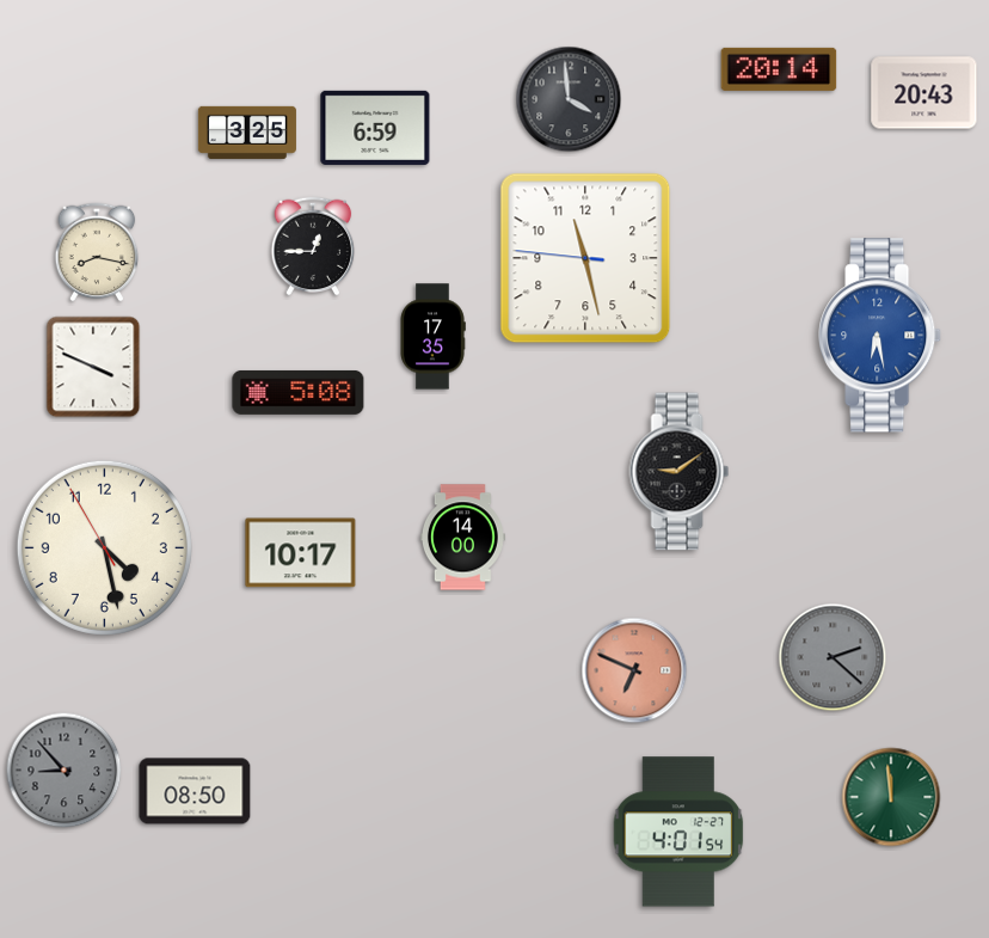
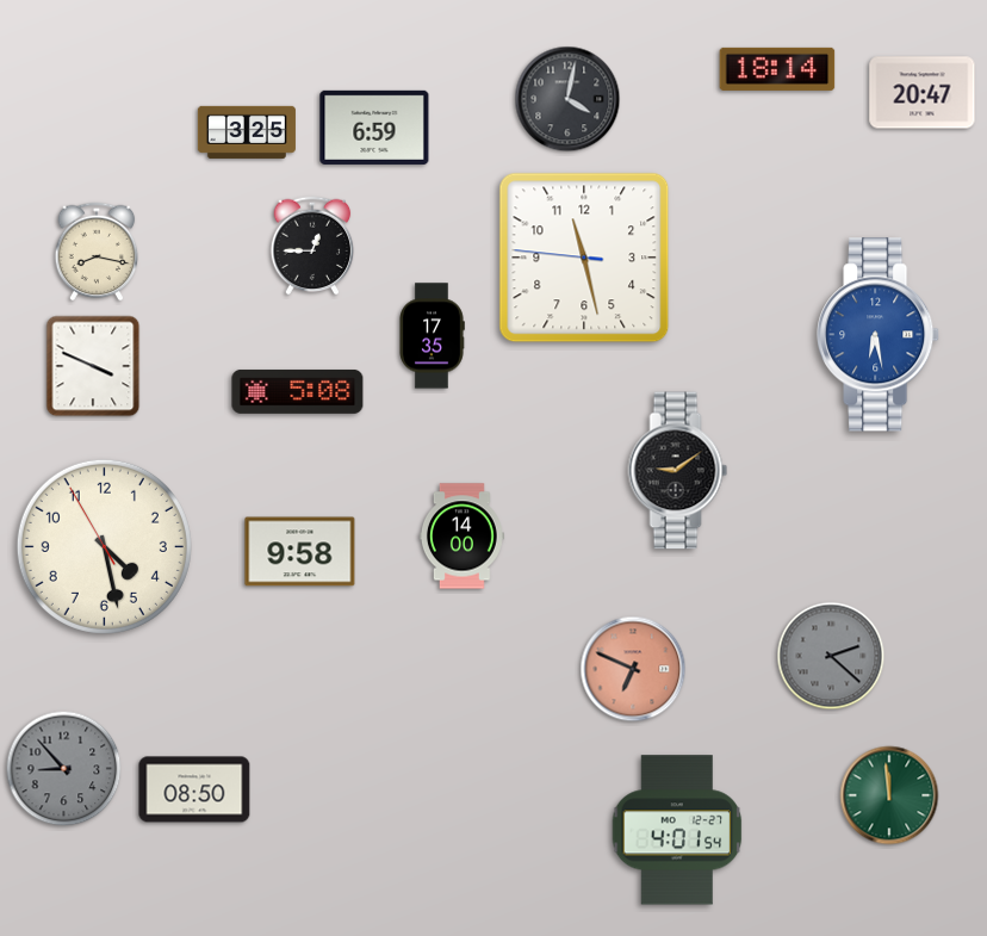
clock at (779, 69): 20:14 -> 18:14
clock at (924, 93): 20:43 -> 20:47
clock at (569, 99): 3:59 -> 4:02
clock at (301, 553): 10:17 -> 9:58
